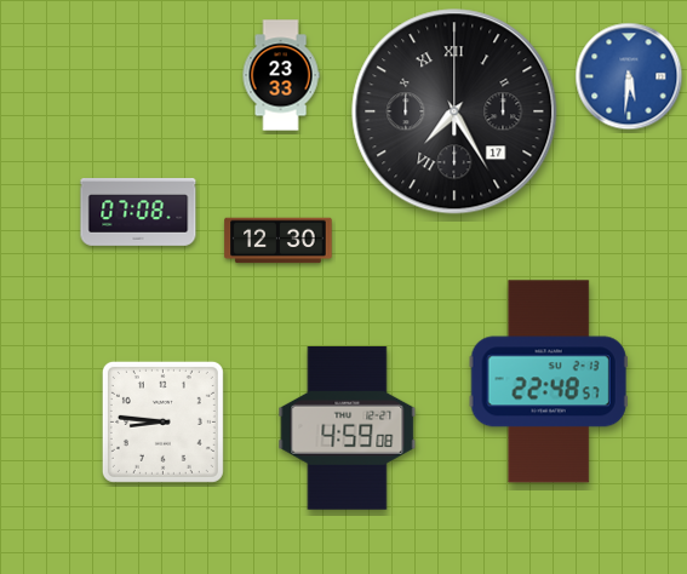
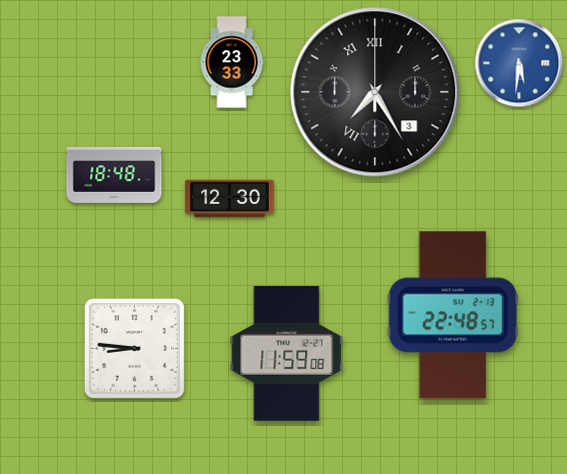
clock at (454, 111) date: 17 -> 3
clock at (138, 213): 07:08 -> 18:48
clock at (348, 427): 4:59 -> 11:59
